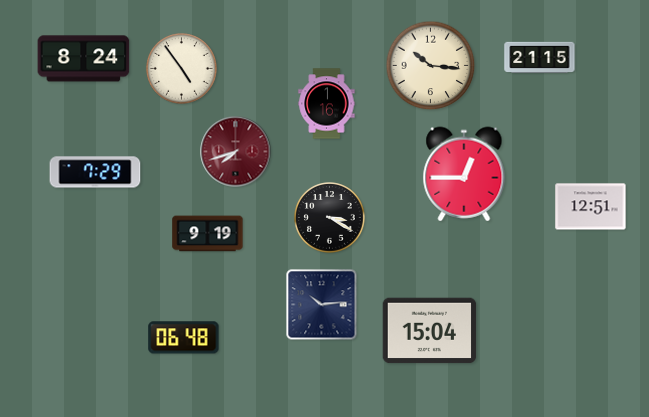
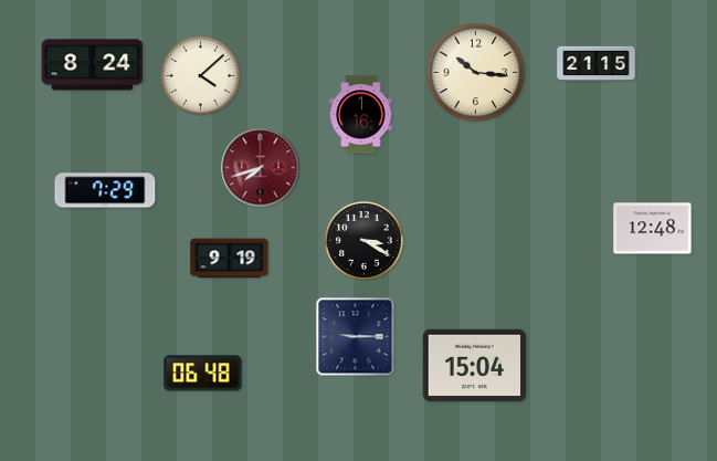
clock at (182, 69): 4:54 -> 4:08
clock at (464, 174): 12:45 -> none
clock at (591, 207): 12:51 -> 12:48
clock at (322, 305): 10:14 -> 9:15
